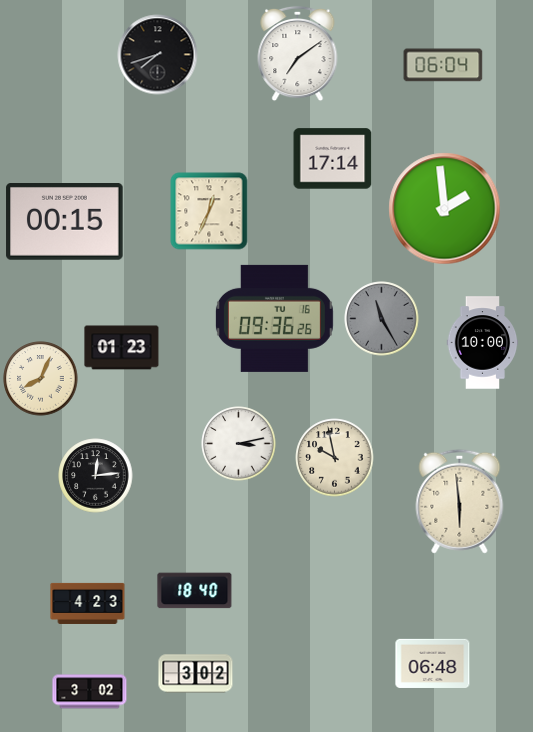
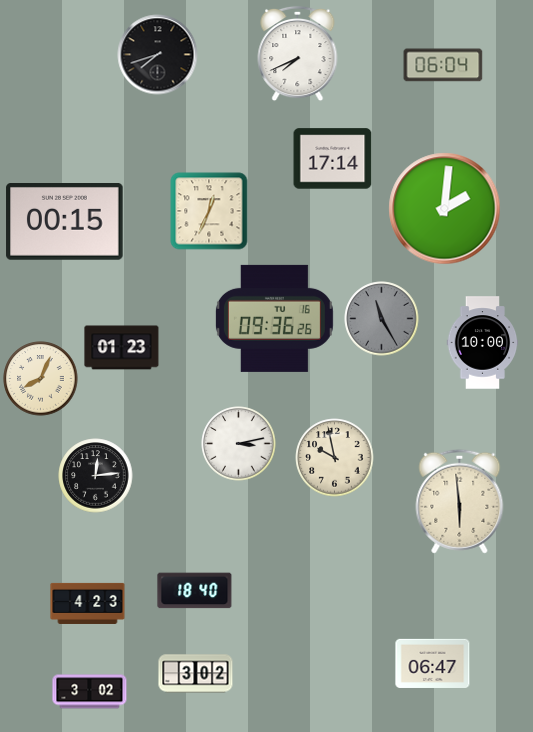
clock at (298, 54): 7:09 -> 7:41
clock at (445, 209): 1:59 -> 2:01
clock at (433, 663): 06:48 -> 06:47
